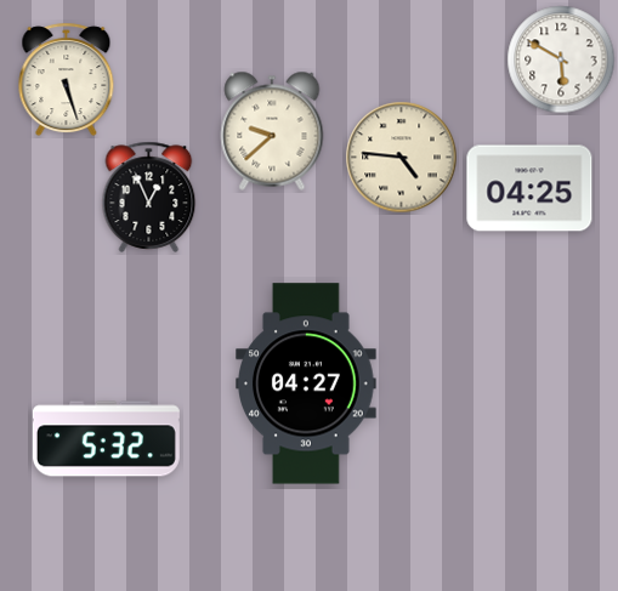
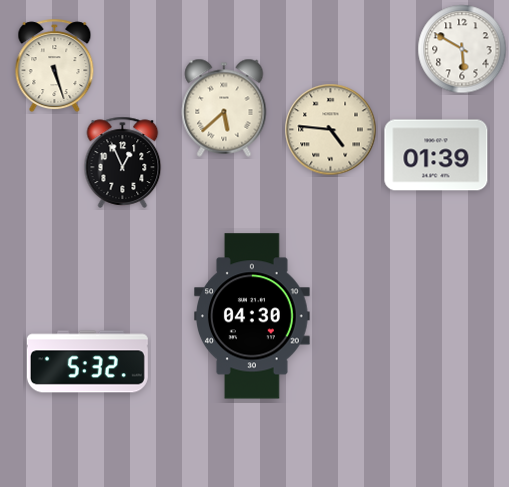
clock at (272, 131): 9:38 -> 5:38
clock at (529, 188): 04:25 -> 01:39
clock at (307, 383): 04:27 -> 04:30
